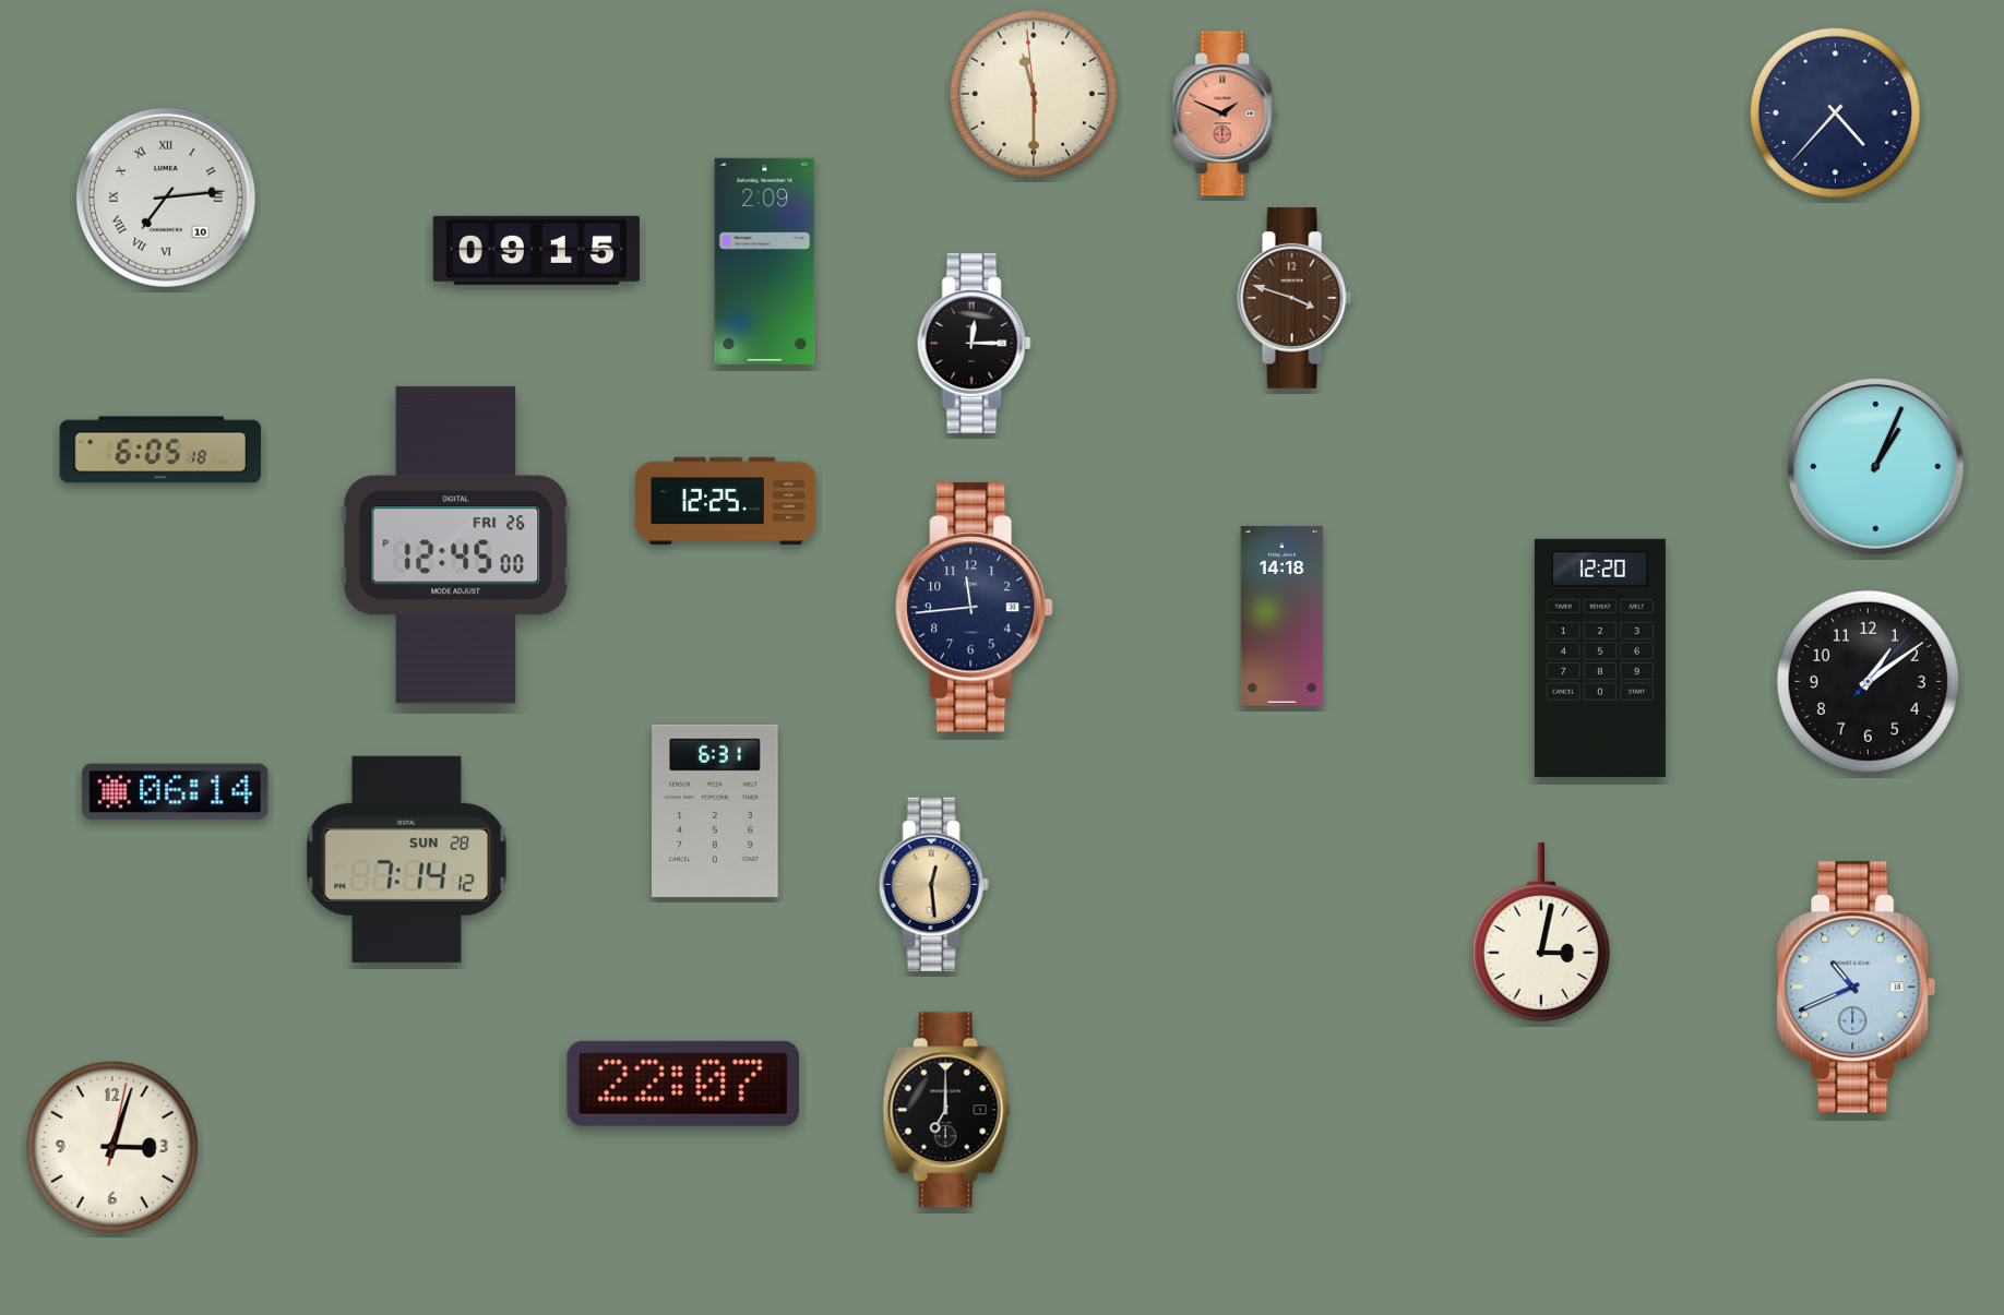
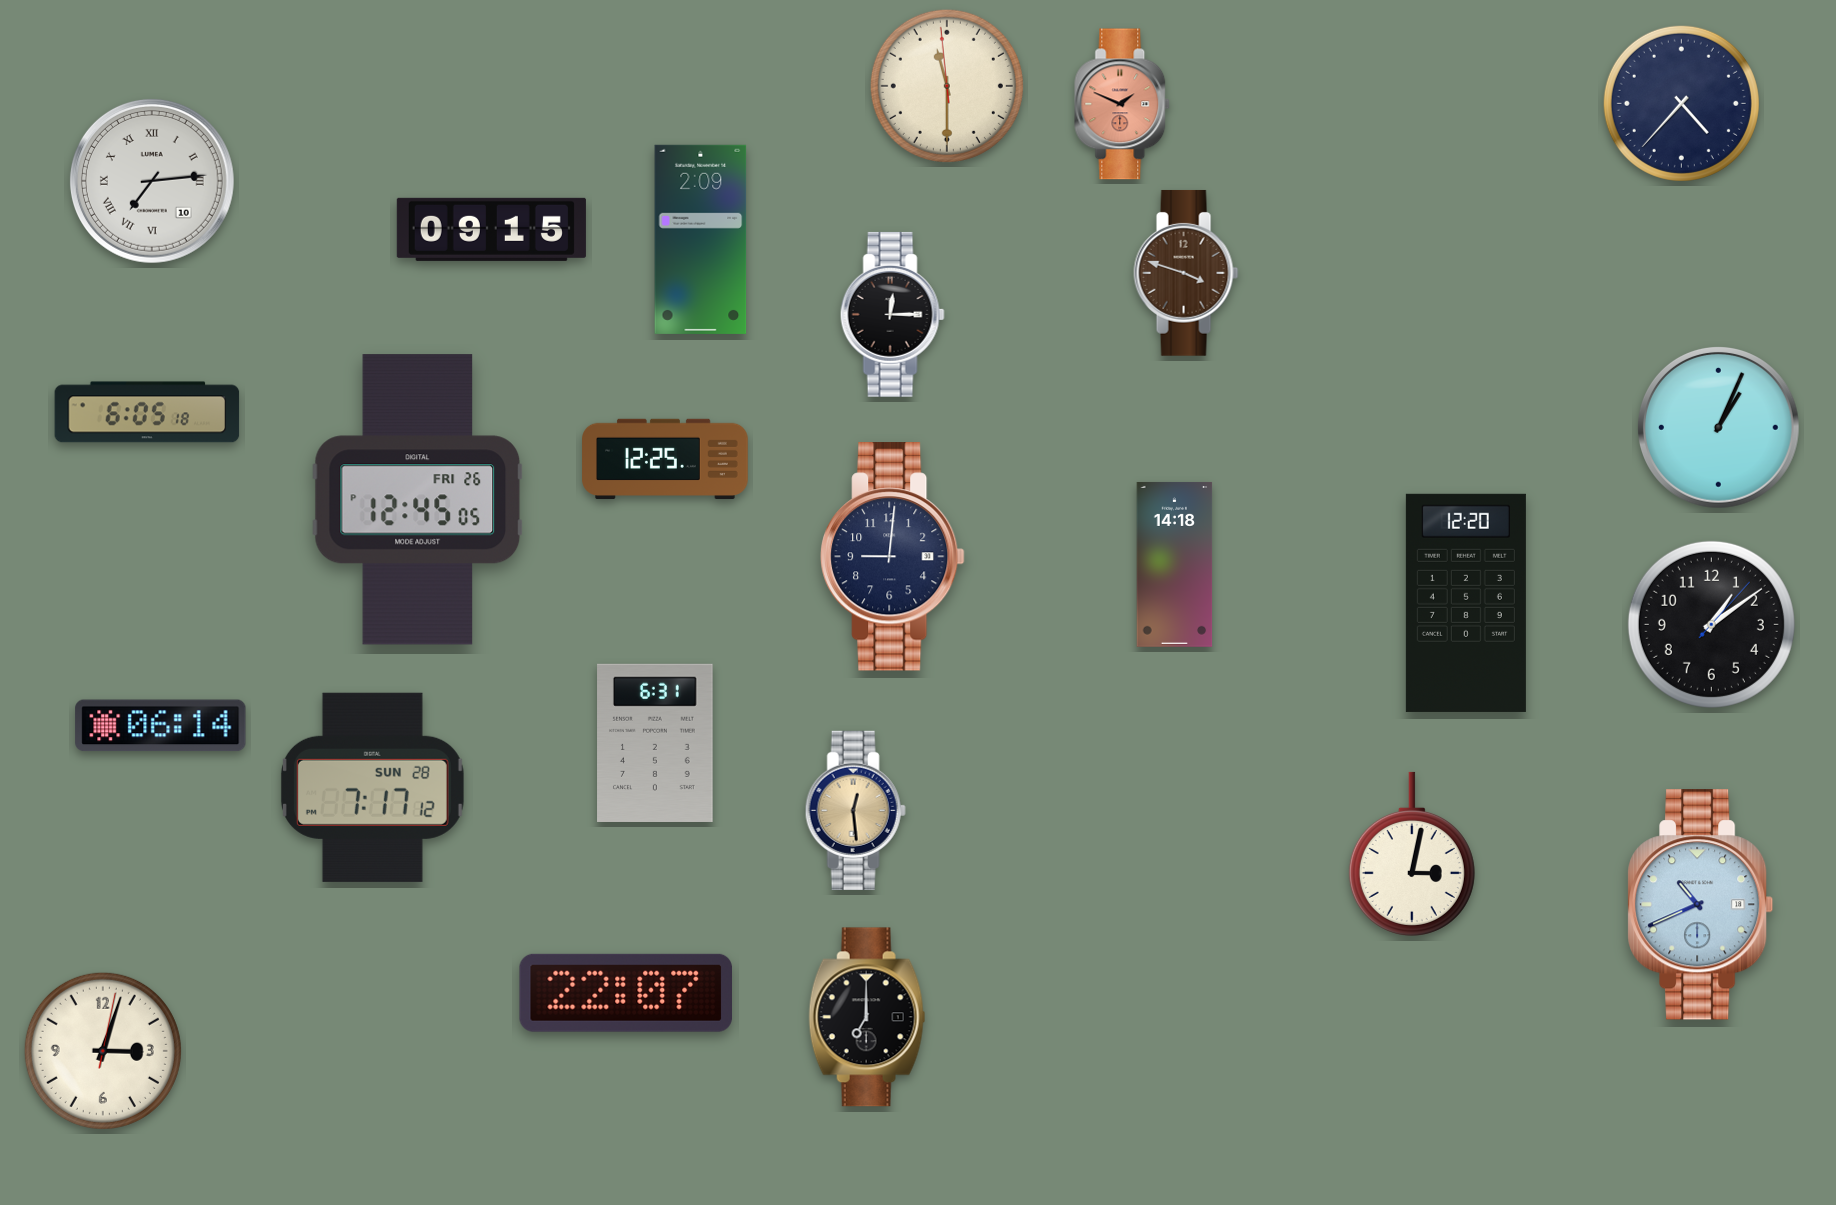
clock at (456, 546): 12:45:00 -> 12:45:05
clock at (975, 608): 11:44 -> 9:01
clock at (406, 859): 7:14 -> 7:17
